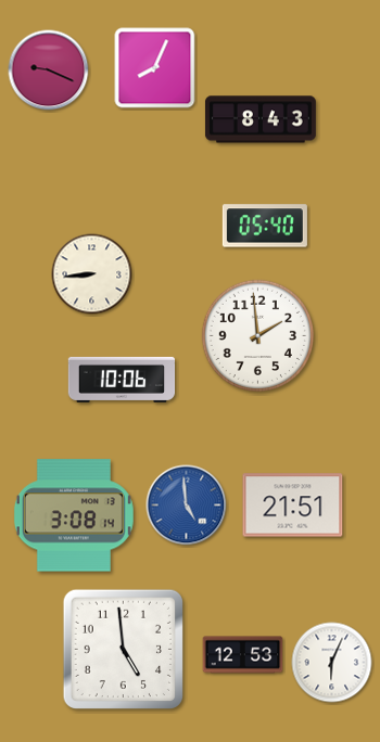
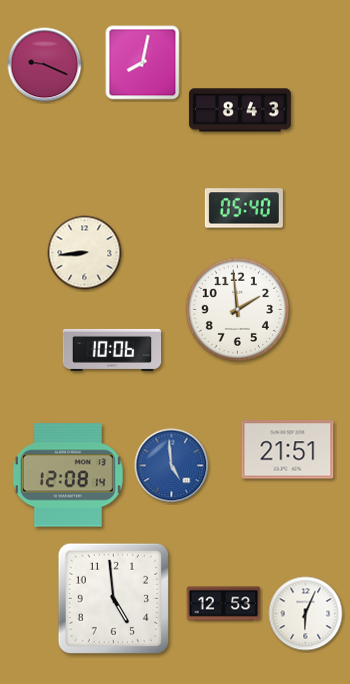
clock at (155, 68): 8:04 -> 8:02
clock at (293, 506) position: (293, 506) -> (288, 450)
clock at (74, 515): 3:08 -> 12:08
clock at (332, 663) position: (332, 663) -> (306, 614)
